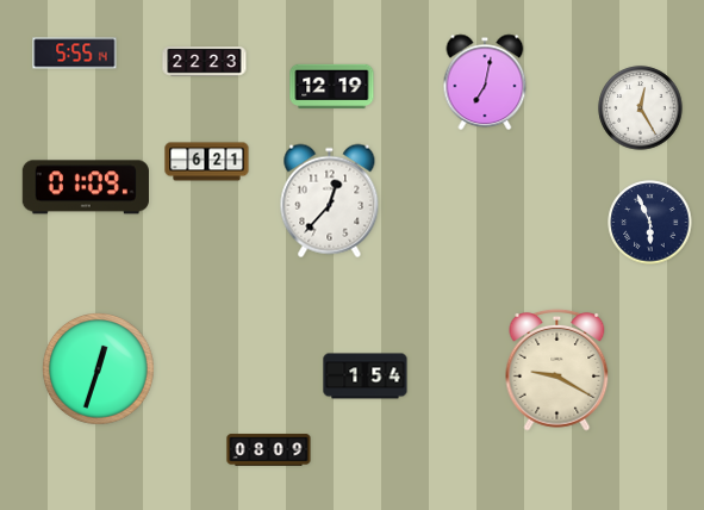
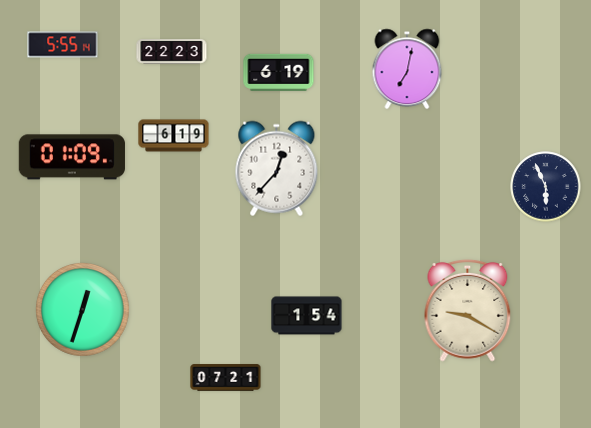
clock at (332, 86): 12:19 -> 6:19
clock at (641, 108): 12:25 -> none
clock at (207, 162): 6:21 -> 6:19
clock at (269, 450): 08:09 -> 07:21
